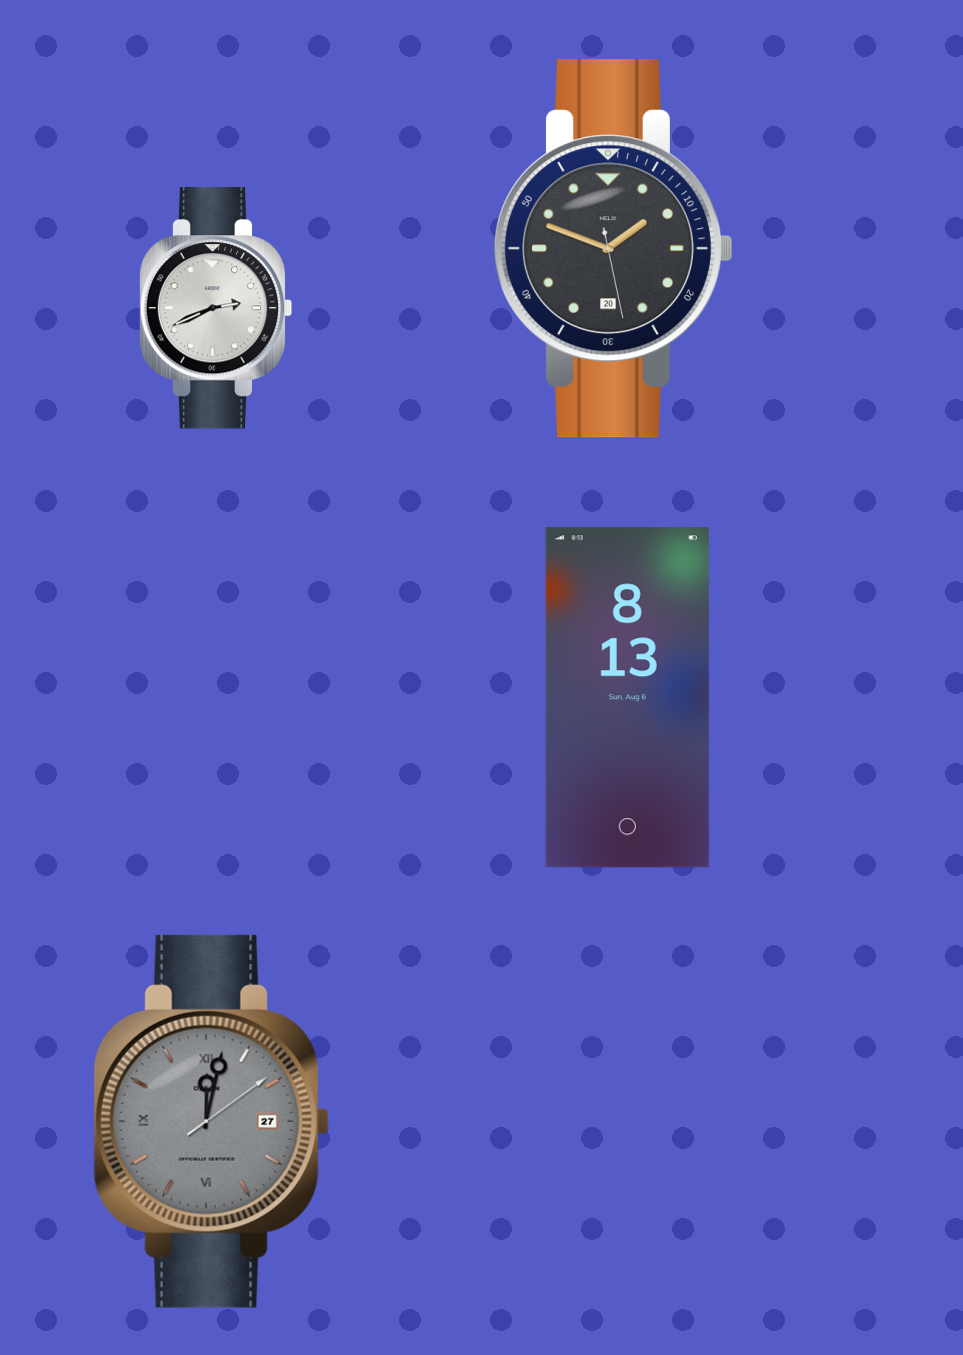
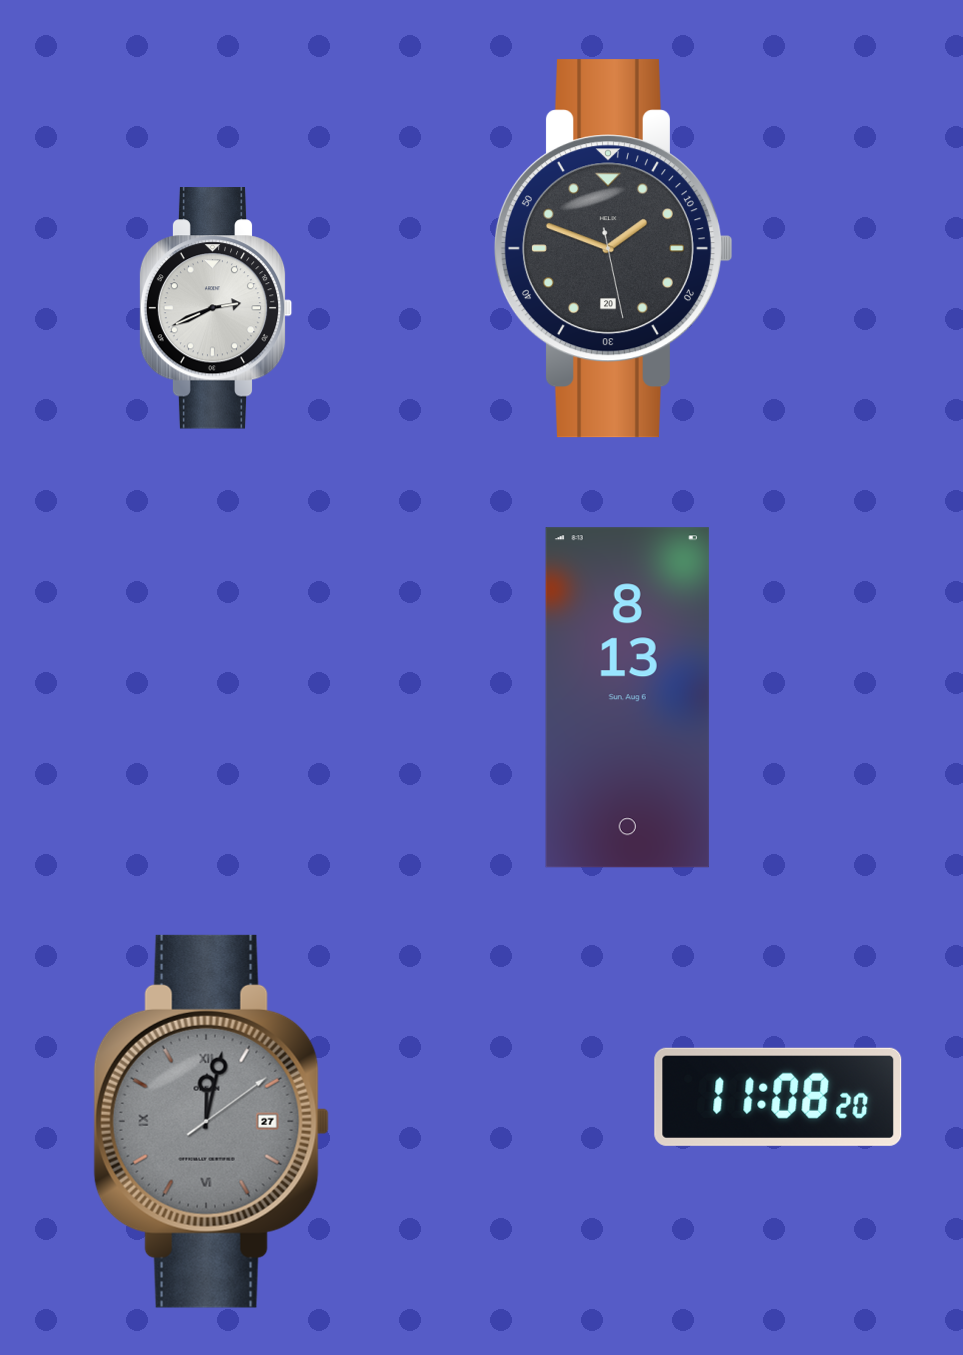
clock at (778, 1097): none -> 11:08
